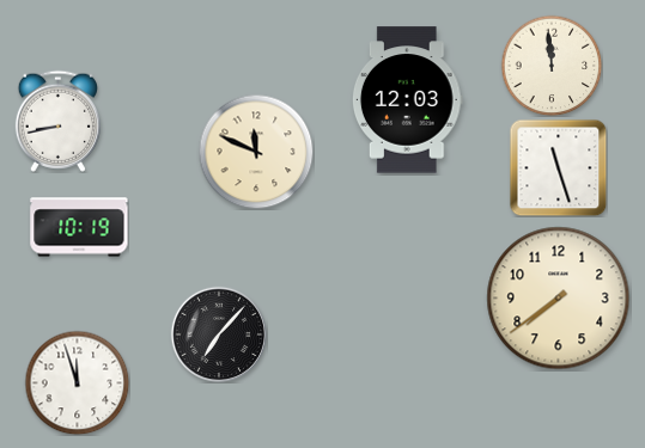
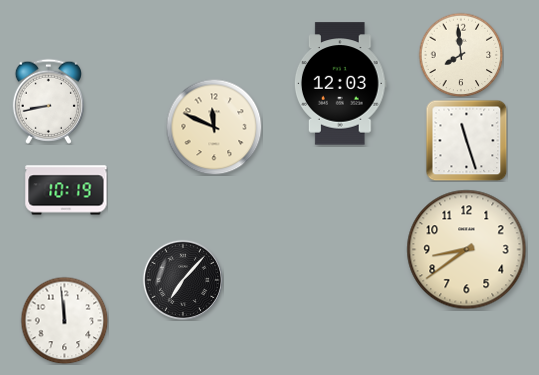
clock at (552, 66): 11:59 -> 7:59
clock at (559, 299): 7:39 -> 8:39
clock at (77, 382): 11:57 -> 11:59
